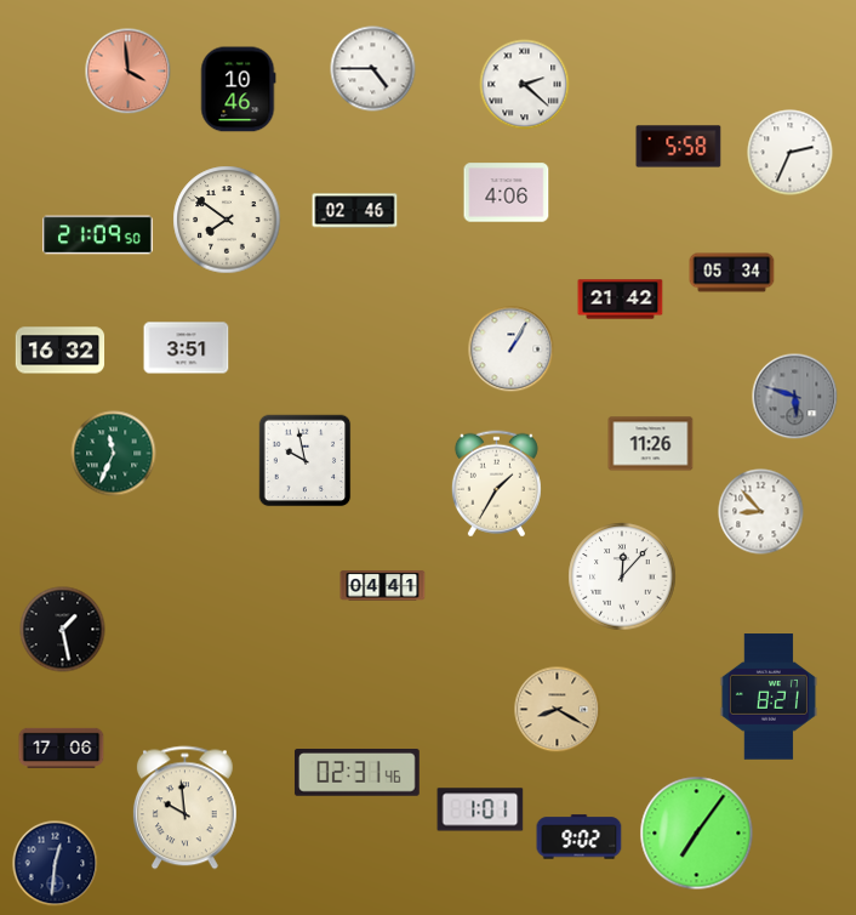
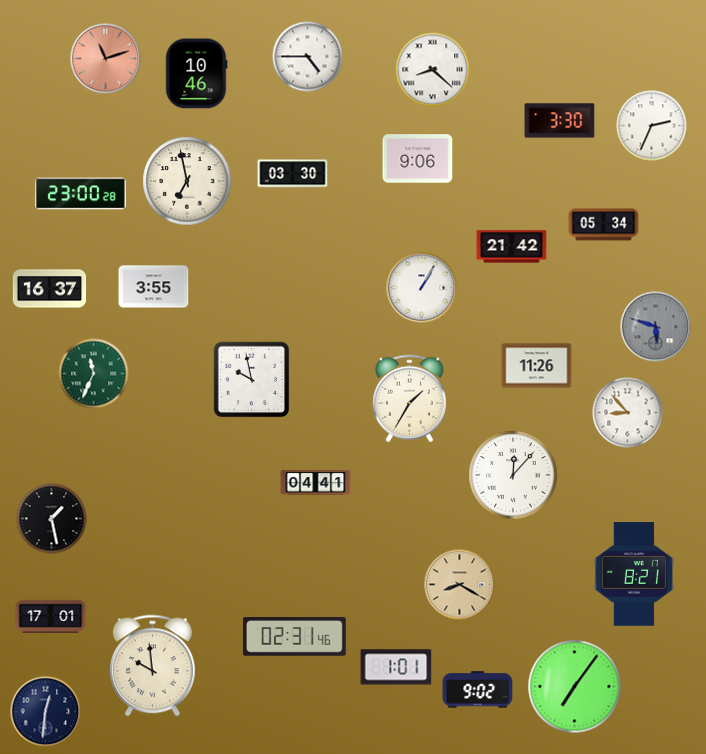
clock at (129, 72): 3:59 -> 11:12
clock at (525, 85): 2:22 -> 8:22
clock at (679, 147): 5:58 -> 3:30
clock at (507, 193): 4:06 -> 9:06
clock at (355, 211): 02:46 -> 03:30
clock at (227, 220): 7:51 -> 6:58
clock at (98, 235): 21:09 -> 23:00
clock at (187, 348): 3:51 -> 3:55
clock at (61, 351): 16:32 -> 16:37
clock at (761, 512) position: (761, 512) -> (628, 413)
clock at (62, 748): 17:06 -> 17:01
